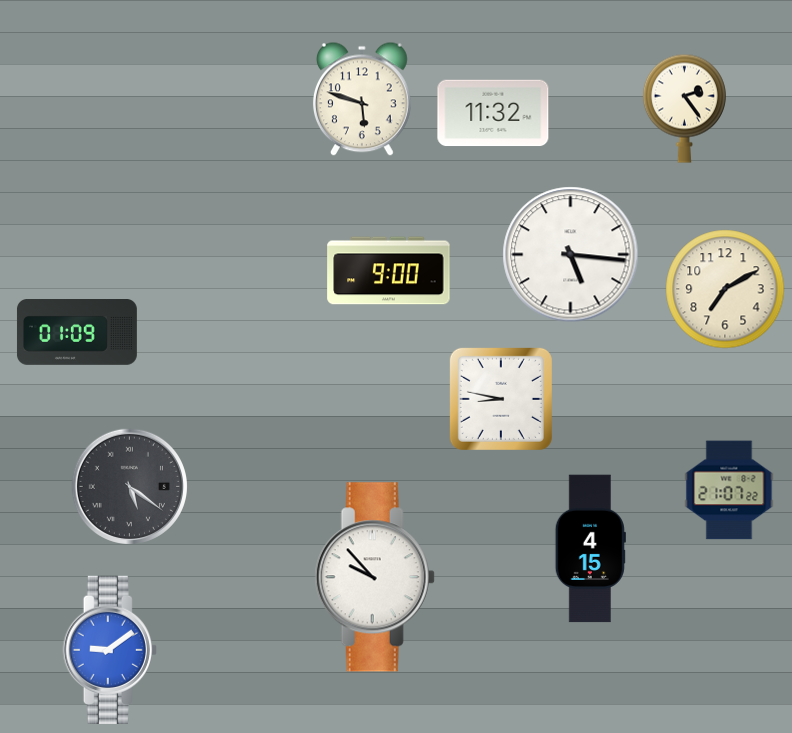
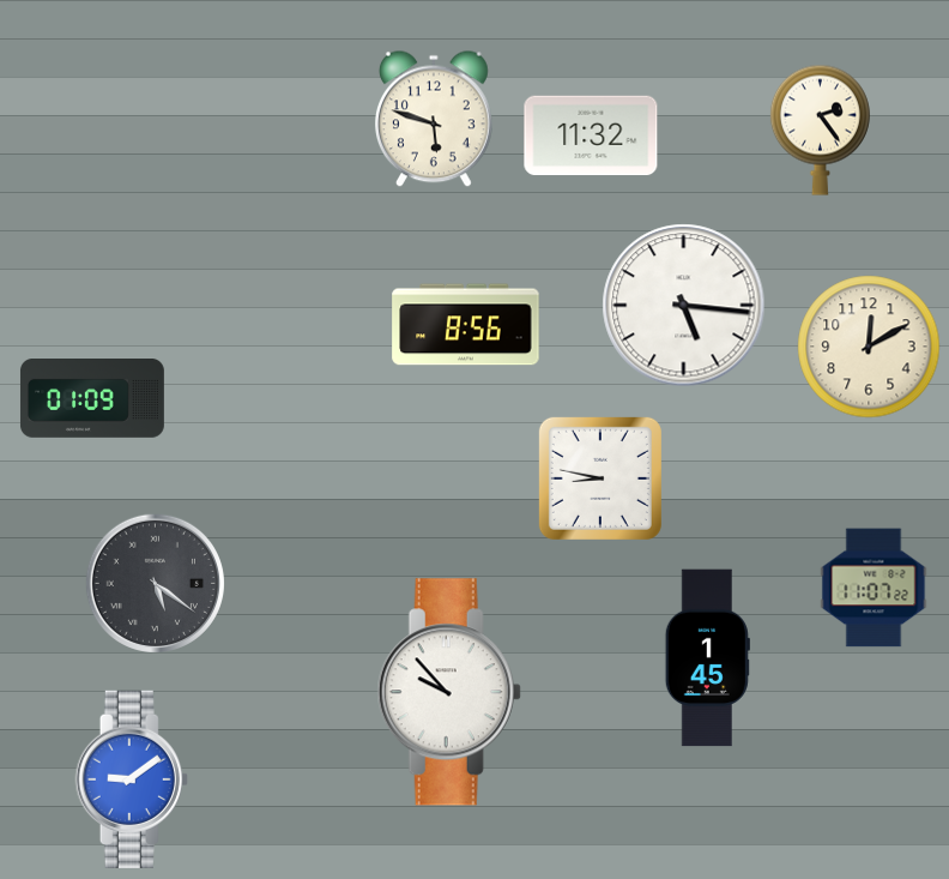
clock at (389, 271): 9:00 -> 8:56
clock at (725, 289): 7:10 -> 12:10
clock at (729, 490): 21:07 -> 11:07
clock at (590, 549): 4:15 -> 1:45
